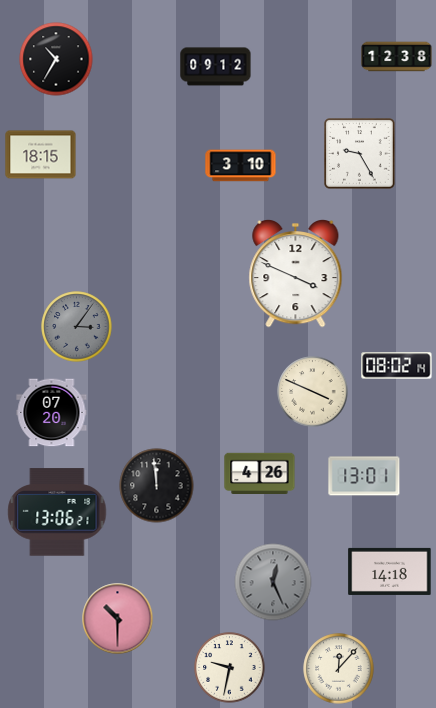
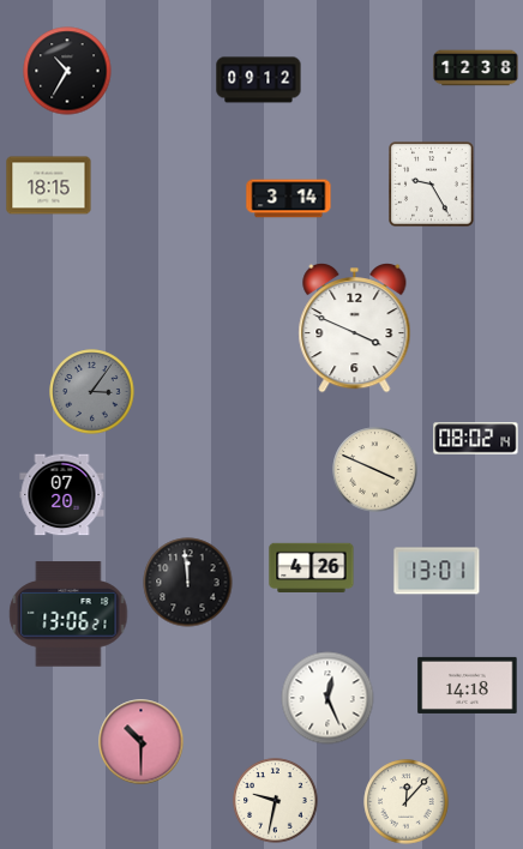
clock at (241, 166): 3:10 -> 3:14
clock at (273, 582) dial: grey -> white
